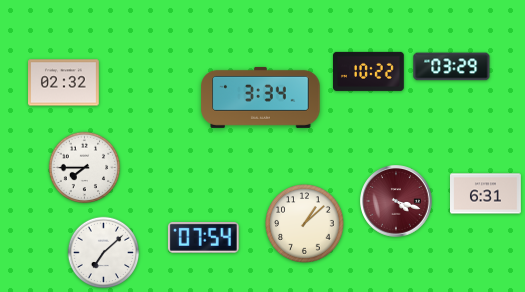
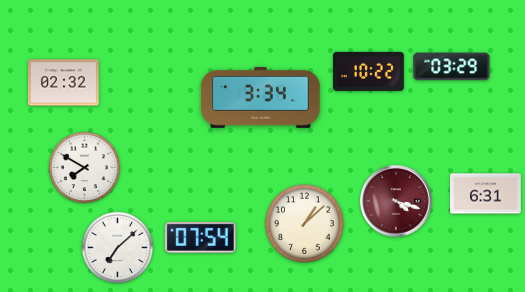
clock at (85, 168): 7:45 -> 7:50
clock at (203, 237) position: (203, 237) -> (200, 237)
clock at (104, 253) position: (104, 253) -> (118, 248)
